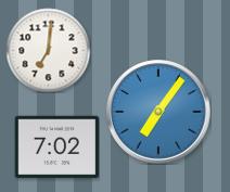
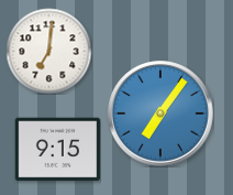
clock at (56, 148): 7:02 -> 9:15
